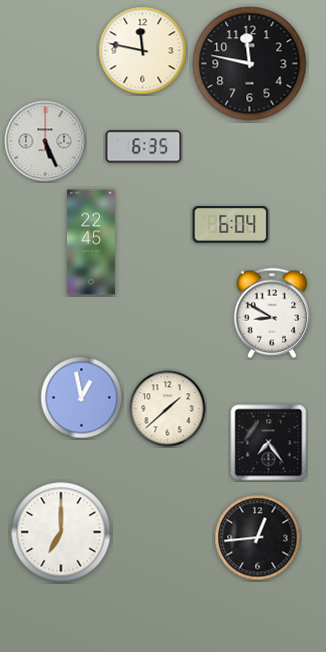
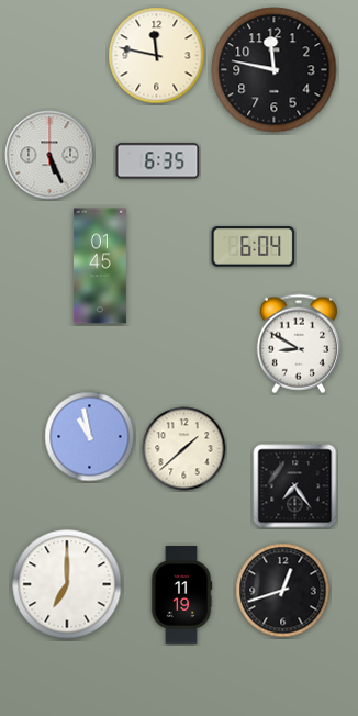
clock at (91, 242): 22:45 -> 01:45
clock at (82, 398): 12:58 -> 10:58
clock at (258, 538): 12:44 -> 12:42
clock at (181, 595): none -> 11:19
